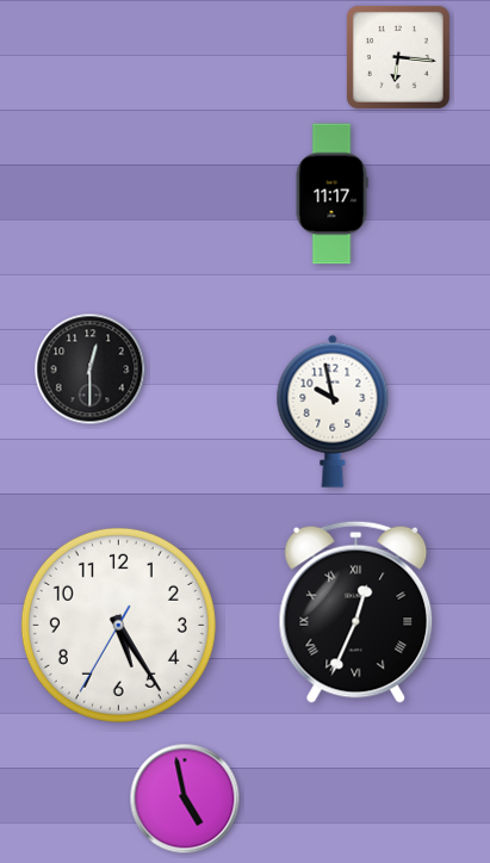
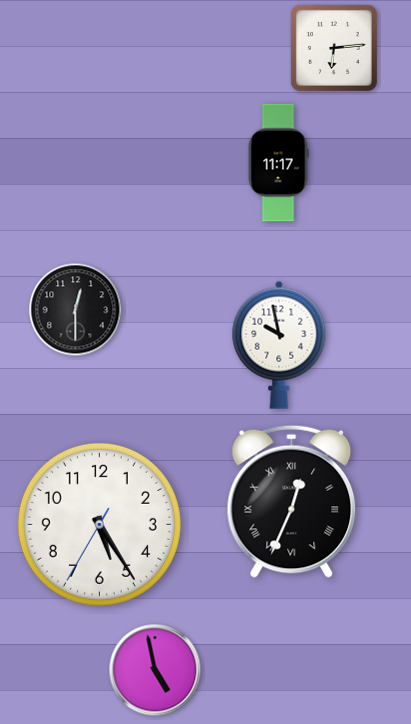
clock at (398, 57): 6:16 -> 6:14
clock at (356, 611) position: (356, 611) -> (292, 501)
